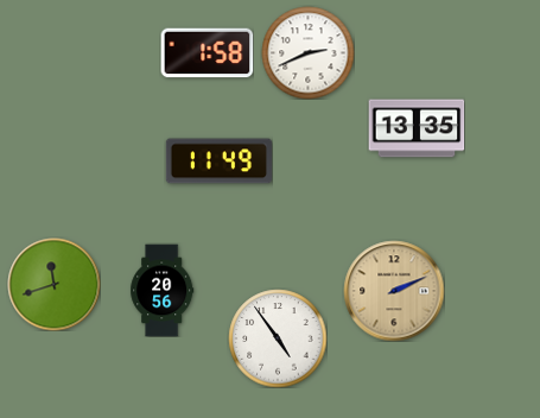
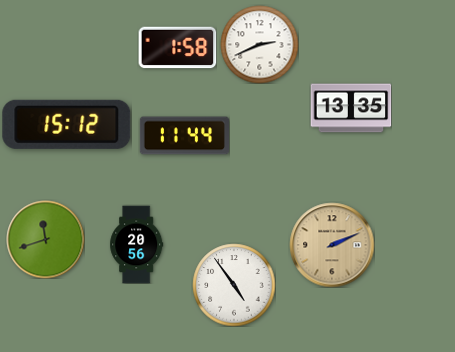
clock at (207, 53) position: (207, 53) -> (177, 48)
clock at (67, 124): none -> 15:12
clock at (218, 161): 11:49 -> 11:44
